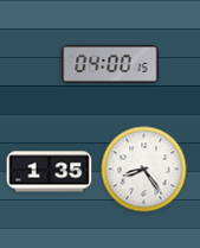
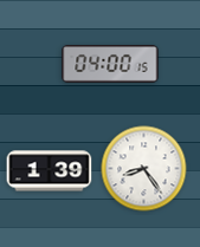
clock at (50, 172): 1:35 -> 1:39
